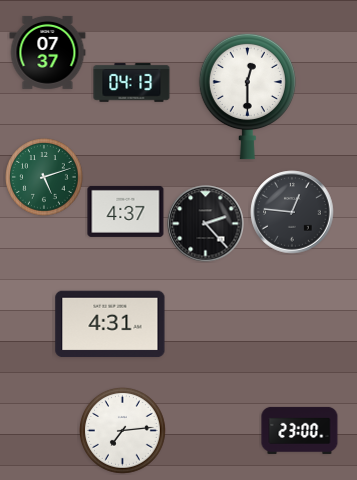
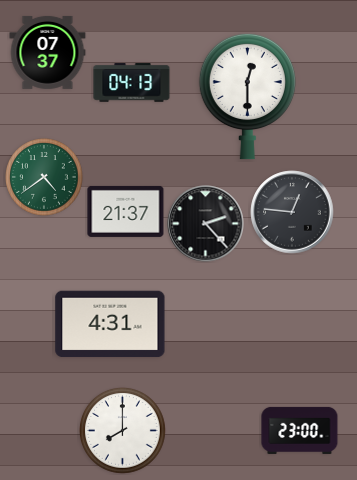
clock at (44, 177): 5:12 -> 4:39
clock at (126, 211): 4:37 -> 21:37
clock at (123, 431): 7:14 -> 8:00
